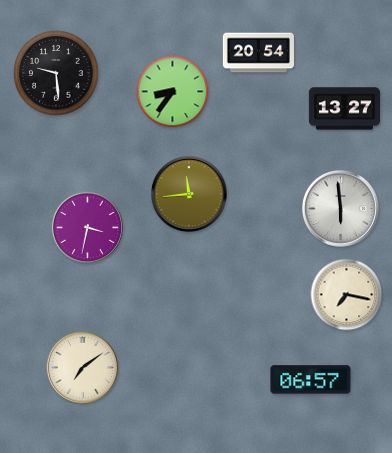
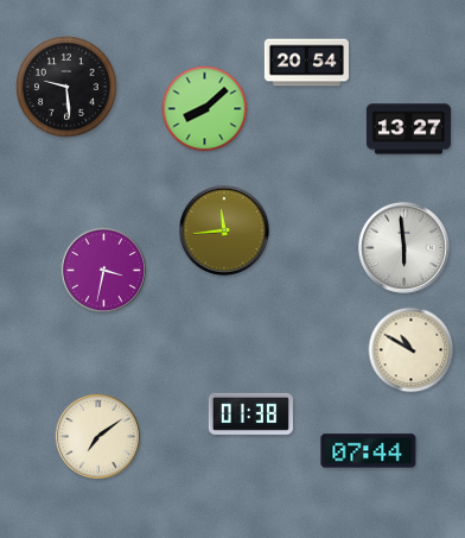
clock at (173, 92): 8:36 -> 8:08
clock at (347, 295): 7:17 -> 10:50
clock at (250, 413): none -> 01:38
clock at (311, 380): 06:57 -> 07:44
